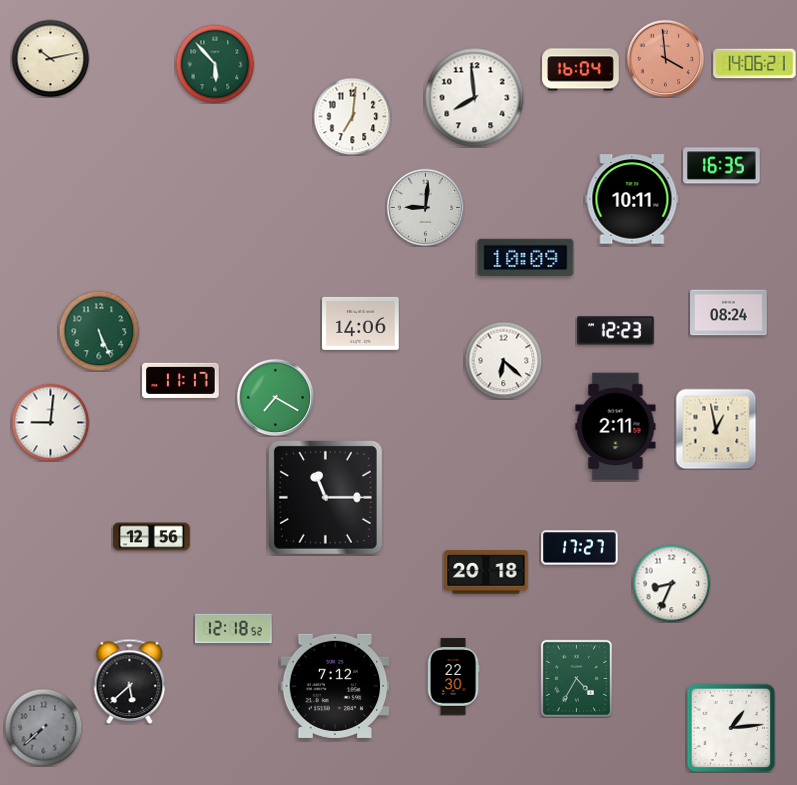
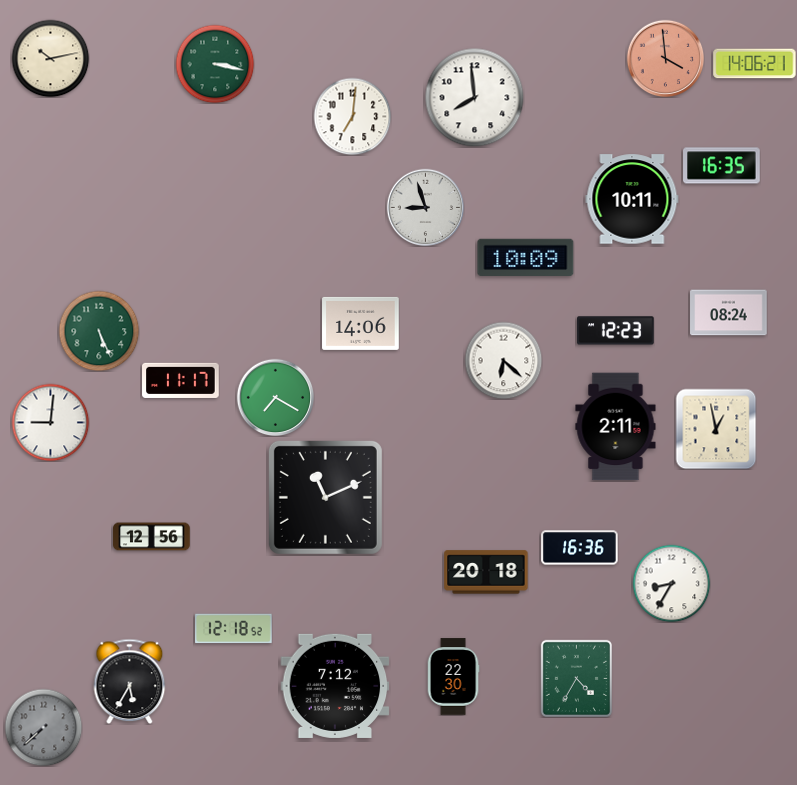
clock at (215, 64): 5:53 -> 3:17
clock at (581, 70): 16:04 -> none
clock at (425, 207): 9:01 -> 8:57
clock at (325, 497): 11:15 -> 11:11
clock at (580, 548): 17:27 -> 16:36
clock at (671, 583): 8:34 -> 8:35
clock at (130, 681): 5:38 -> 5:35
clock at (731, 728): 1:14 -> none
